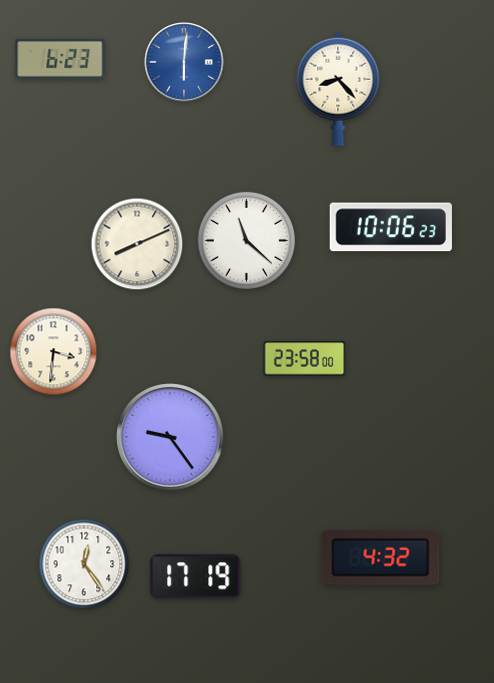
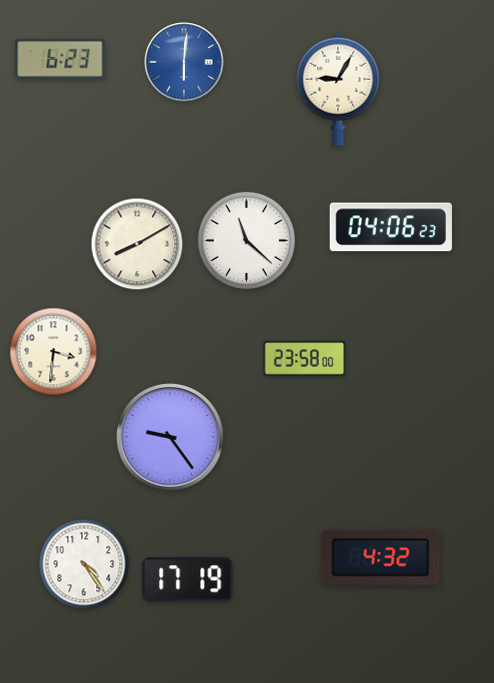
clock at (338, 89): 8:23 -> 9:05
clock at (391, 227): 10:06 -> 04:06
clock at (137, 244): 8:11 -> 8:10
clock at (84, 564): 12:24 -> 4:24
clock at (196, 577) position: (196, 577) -> (188, 580)
